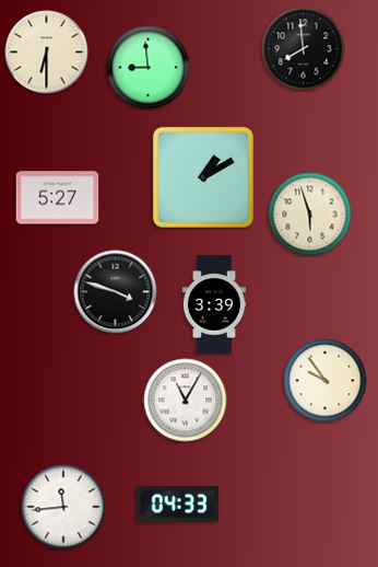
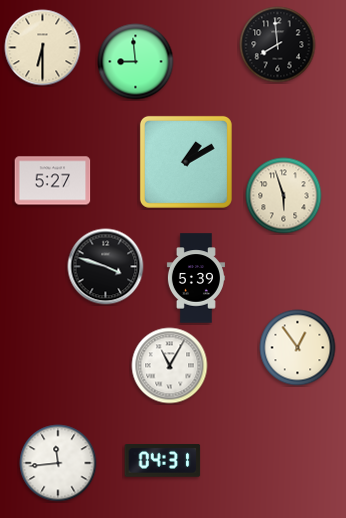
clock at (214, 304): 3:39 -> 5:39
clock at (326, 381): 9:54 -> 12:54
clock at (178, 505): 04:33 -> 04:31
